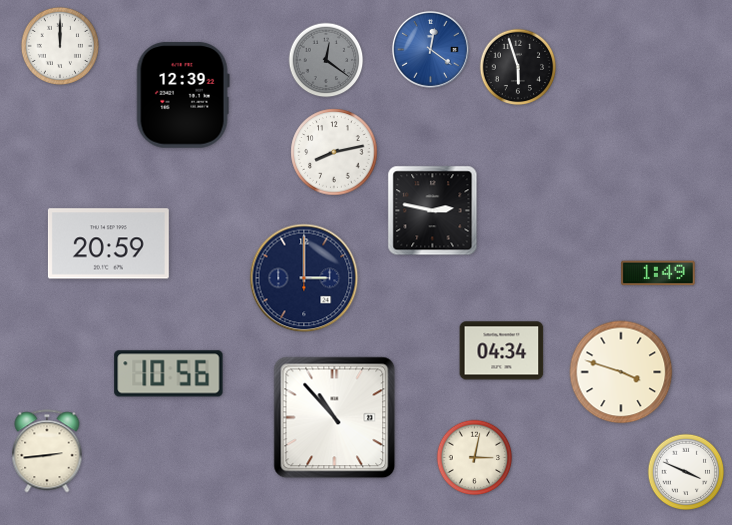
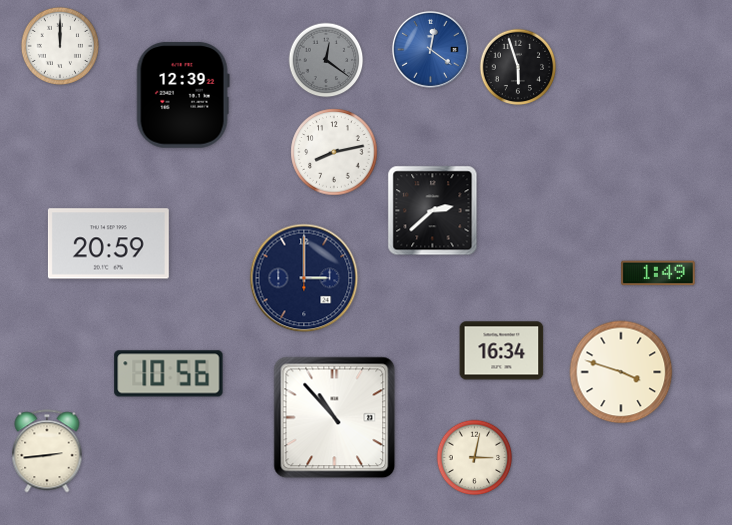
clock at (433, 211): 2:47 -> 2:38
clock at (502, 351): 04:34 -> 16:34
clock at (686, 472): 3:49 -> none
